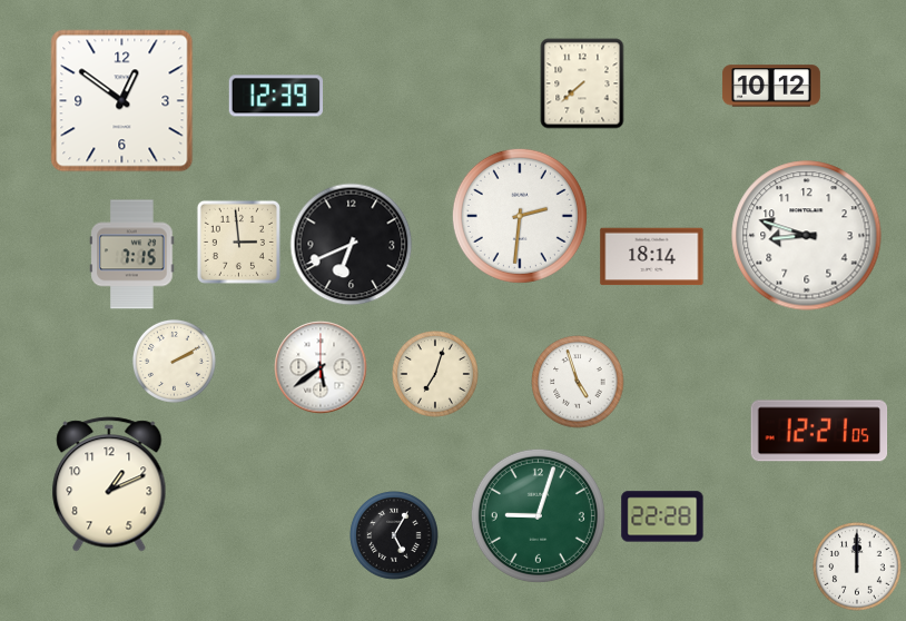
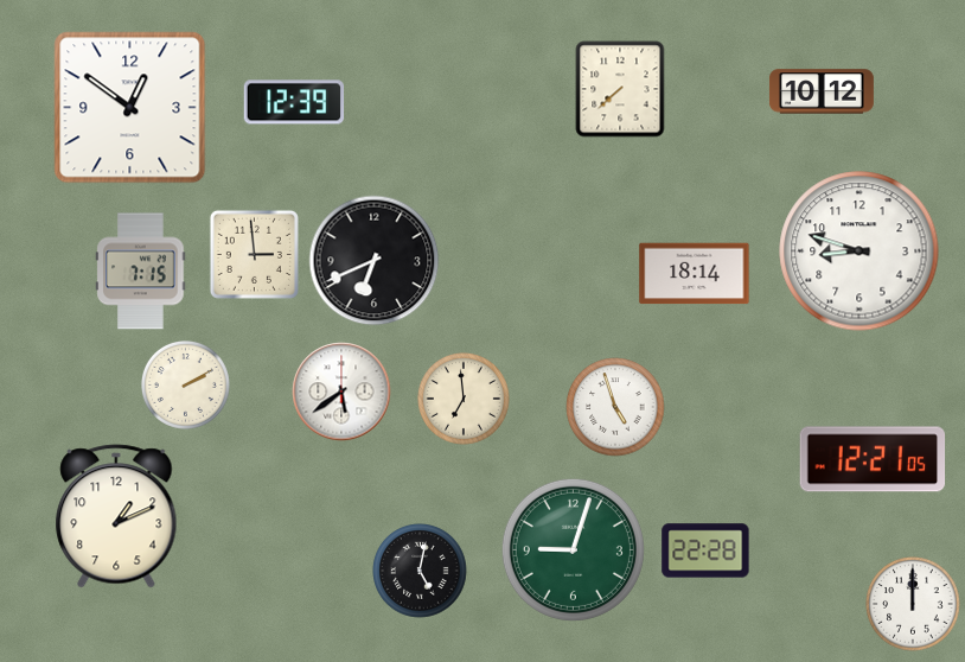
clock at (520, 216): 2:31 -> none
clock at (238, 241) position: (238, 241) -> (254, 254)
clock at (436, 375): 7:03 -> 6:59
clock at (394, 535): 5:05 -> 5:02
